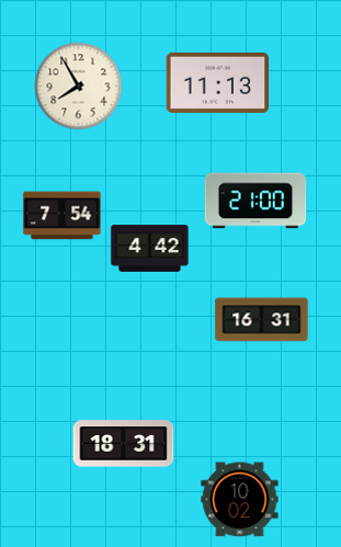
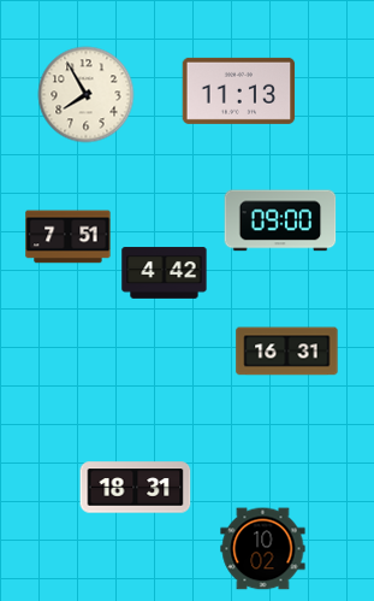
clock at (255, 201): 21:00 -> 09:00
clock at (62, 216): 7:54 -> 7:51
